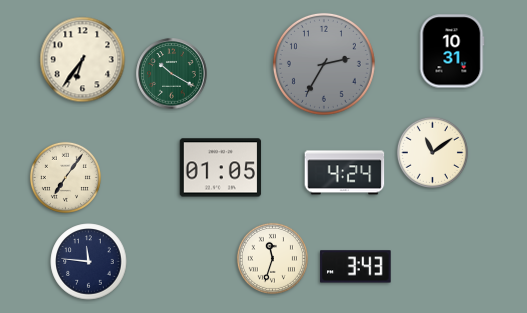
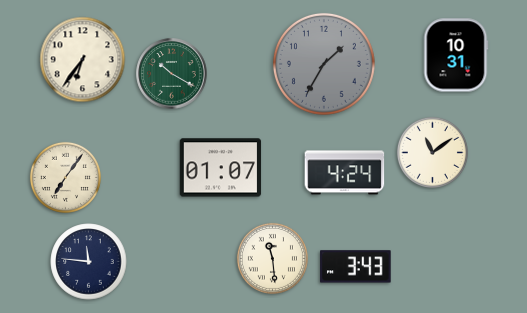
clock at (452, 51) position: (452, 51) -> (456, 55)
clock at (324, 64): 2:35 -> 1:35
clock at (221, 168): 01:05 -> 01:07
clock at (272, 258): 11:33 -> 11:29
